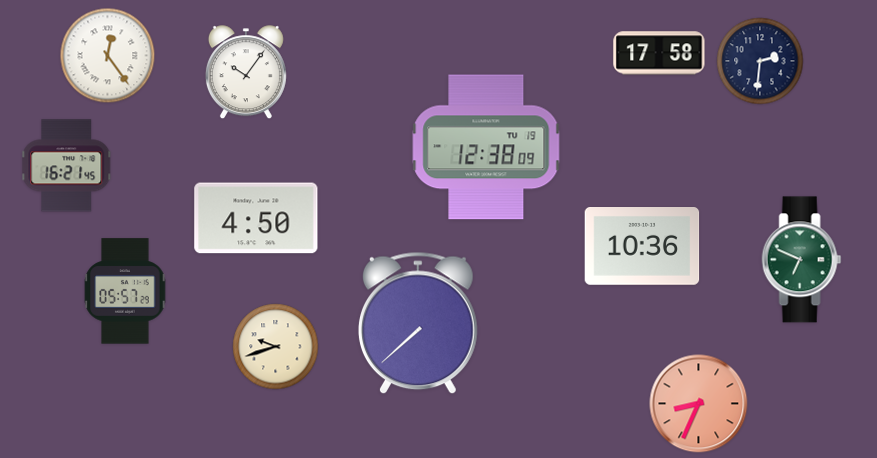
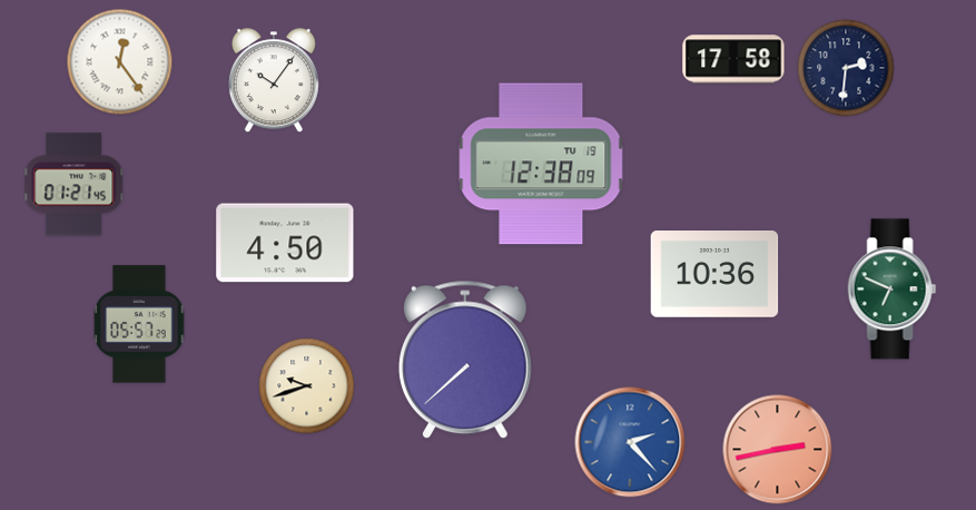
clock at (67, 166): 16:21 -> 01:21
clock at (630, 442): none -> 2:23
clock at (699, 404): 8:34 -> 2:43
